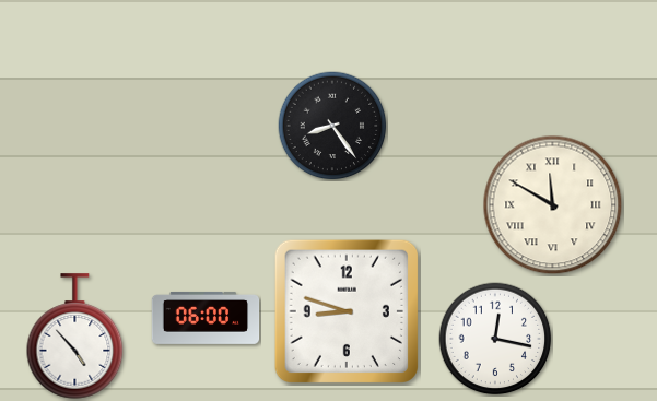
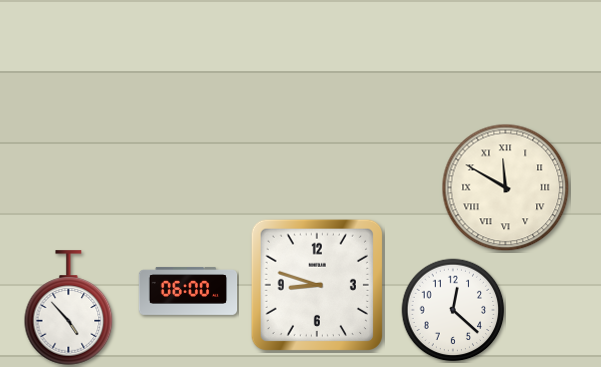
clock at (332, 126): 8:24 -> none
clock at (495, 339): 12:17 -> 12:22
